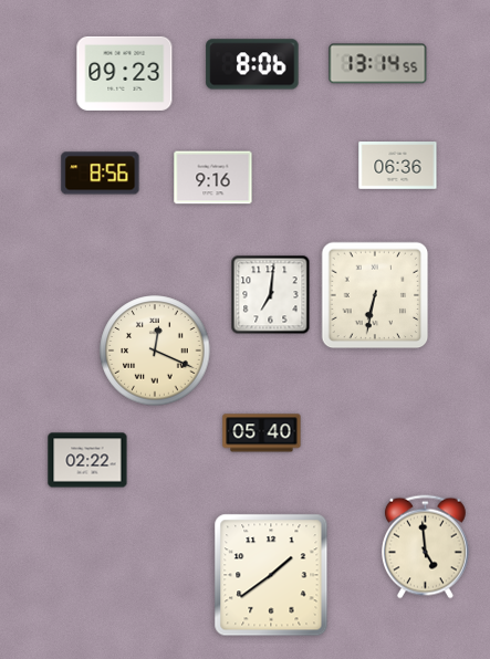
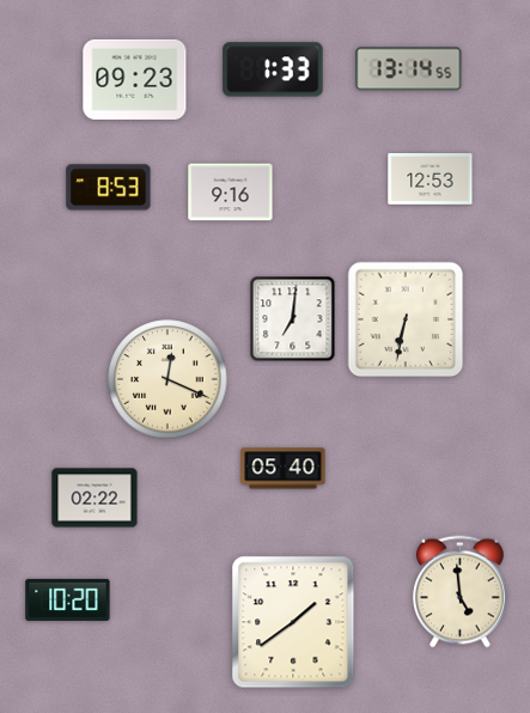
clock at (252, 64): 8:06 -> 1:33
clock at (398, 166): 06:36 -> 12:53
clock at (101, 174): 8:56 -> 8:53
clock at (68, 599): none -> 10:20
